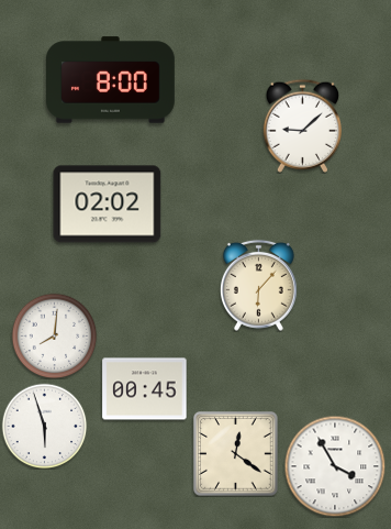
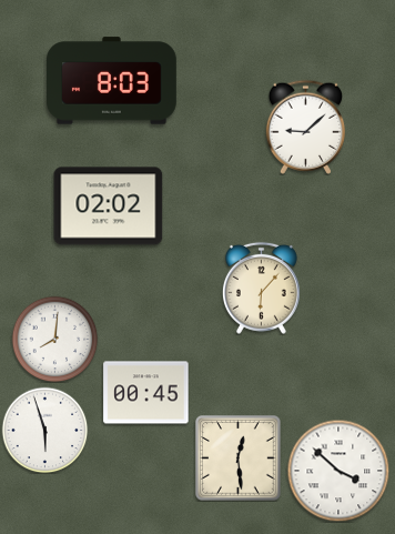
clock at (111, 80): 8:00 -> 8:03
clock at (236, 454): 12:21 -> 12:29
clock at (335, 466): 3:55 -> 3:52
